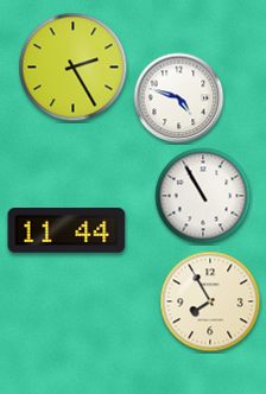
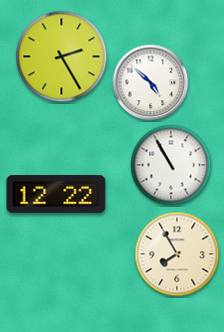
clock at (179, 99): 4:48 -> 4:52
clock at (66, 231): 11:44 -> 12:22
